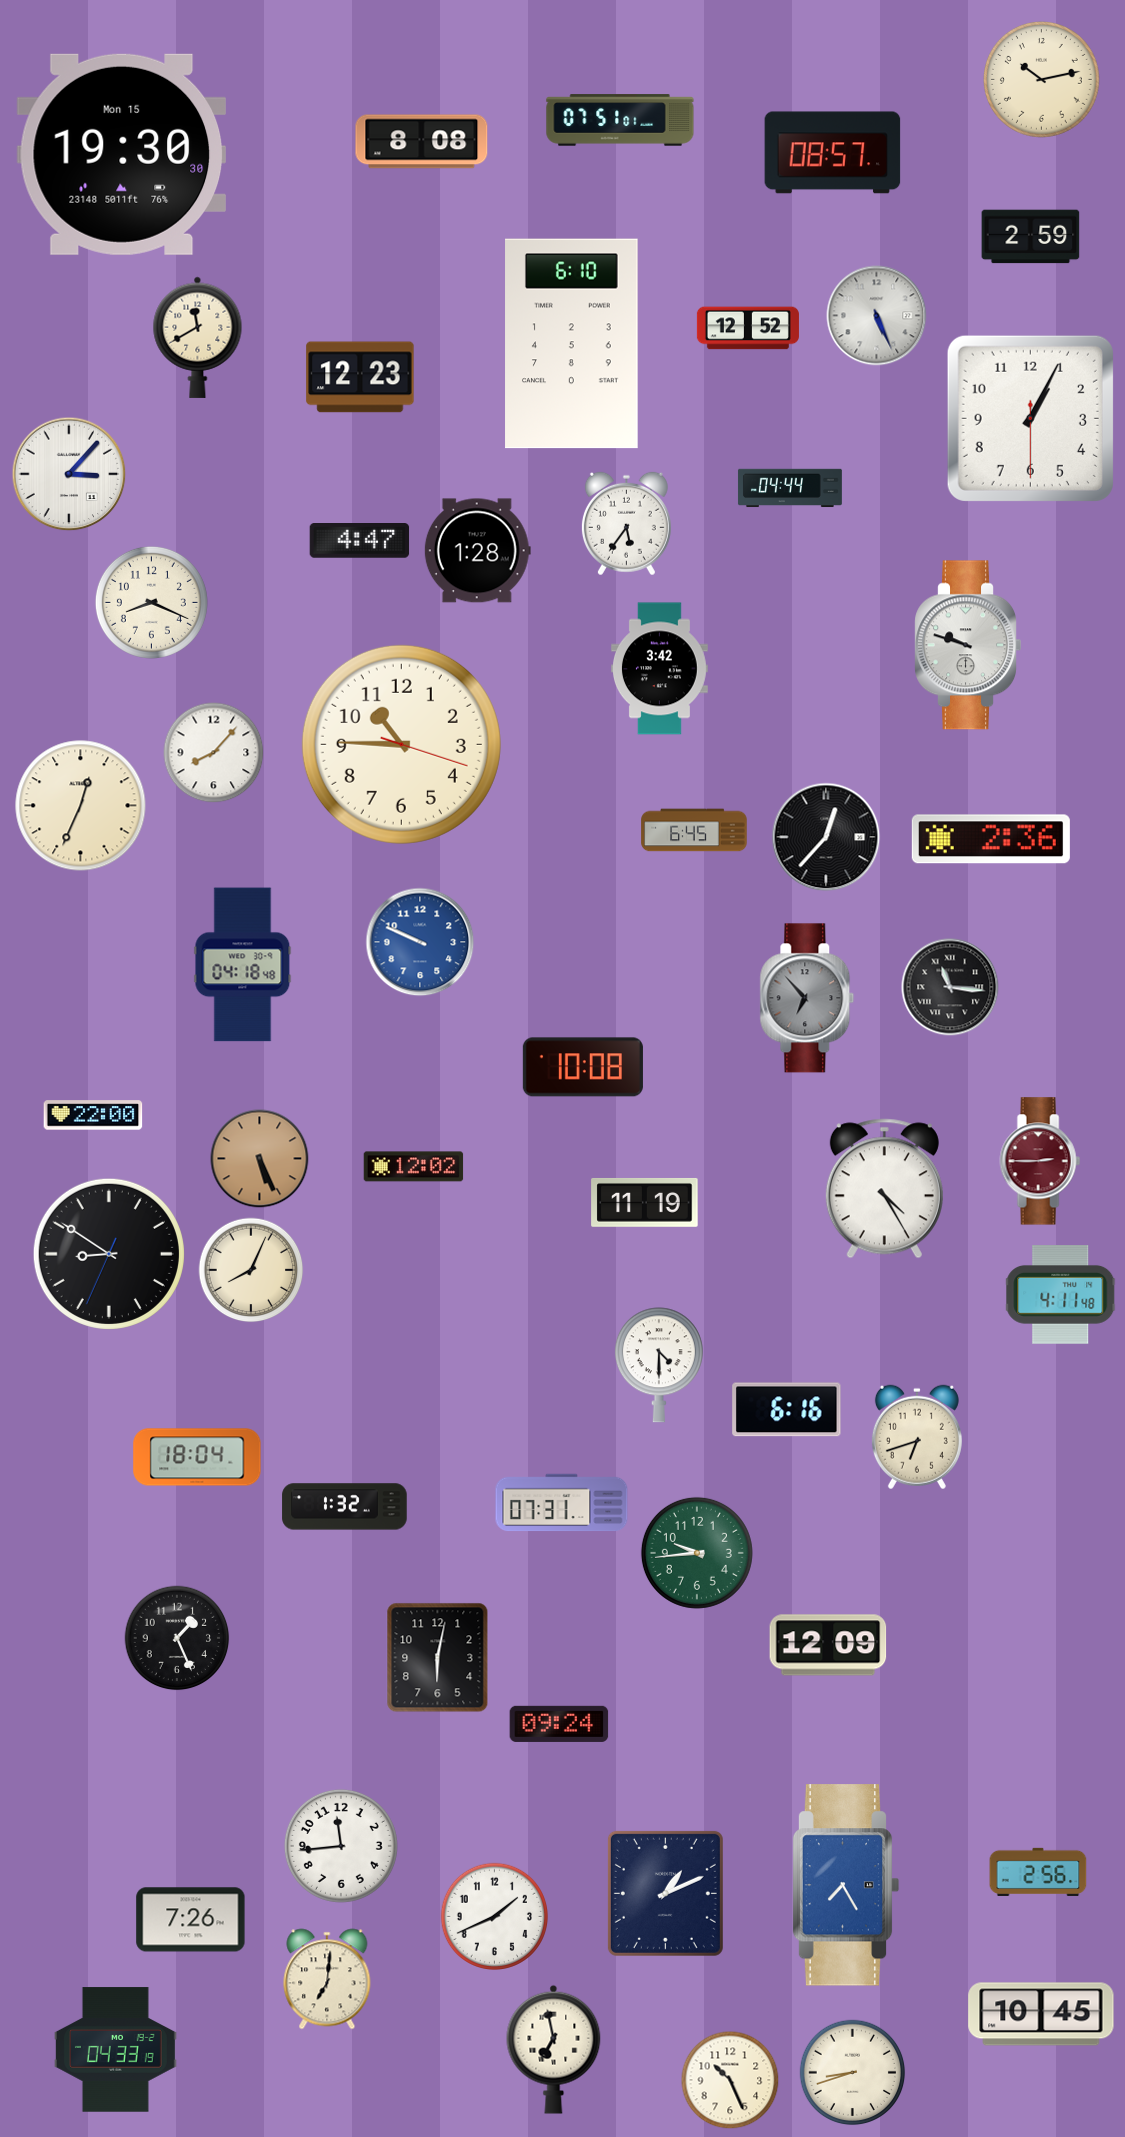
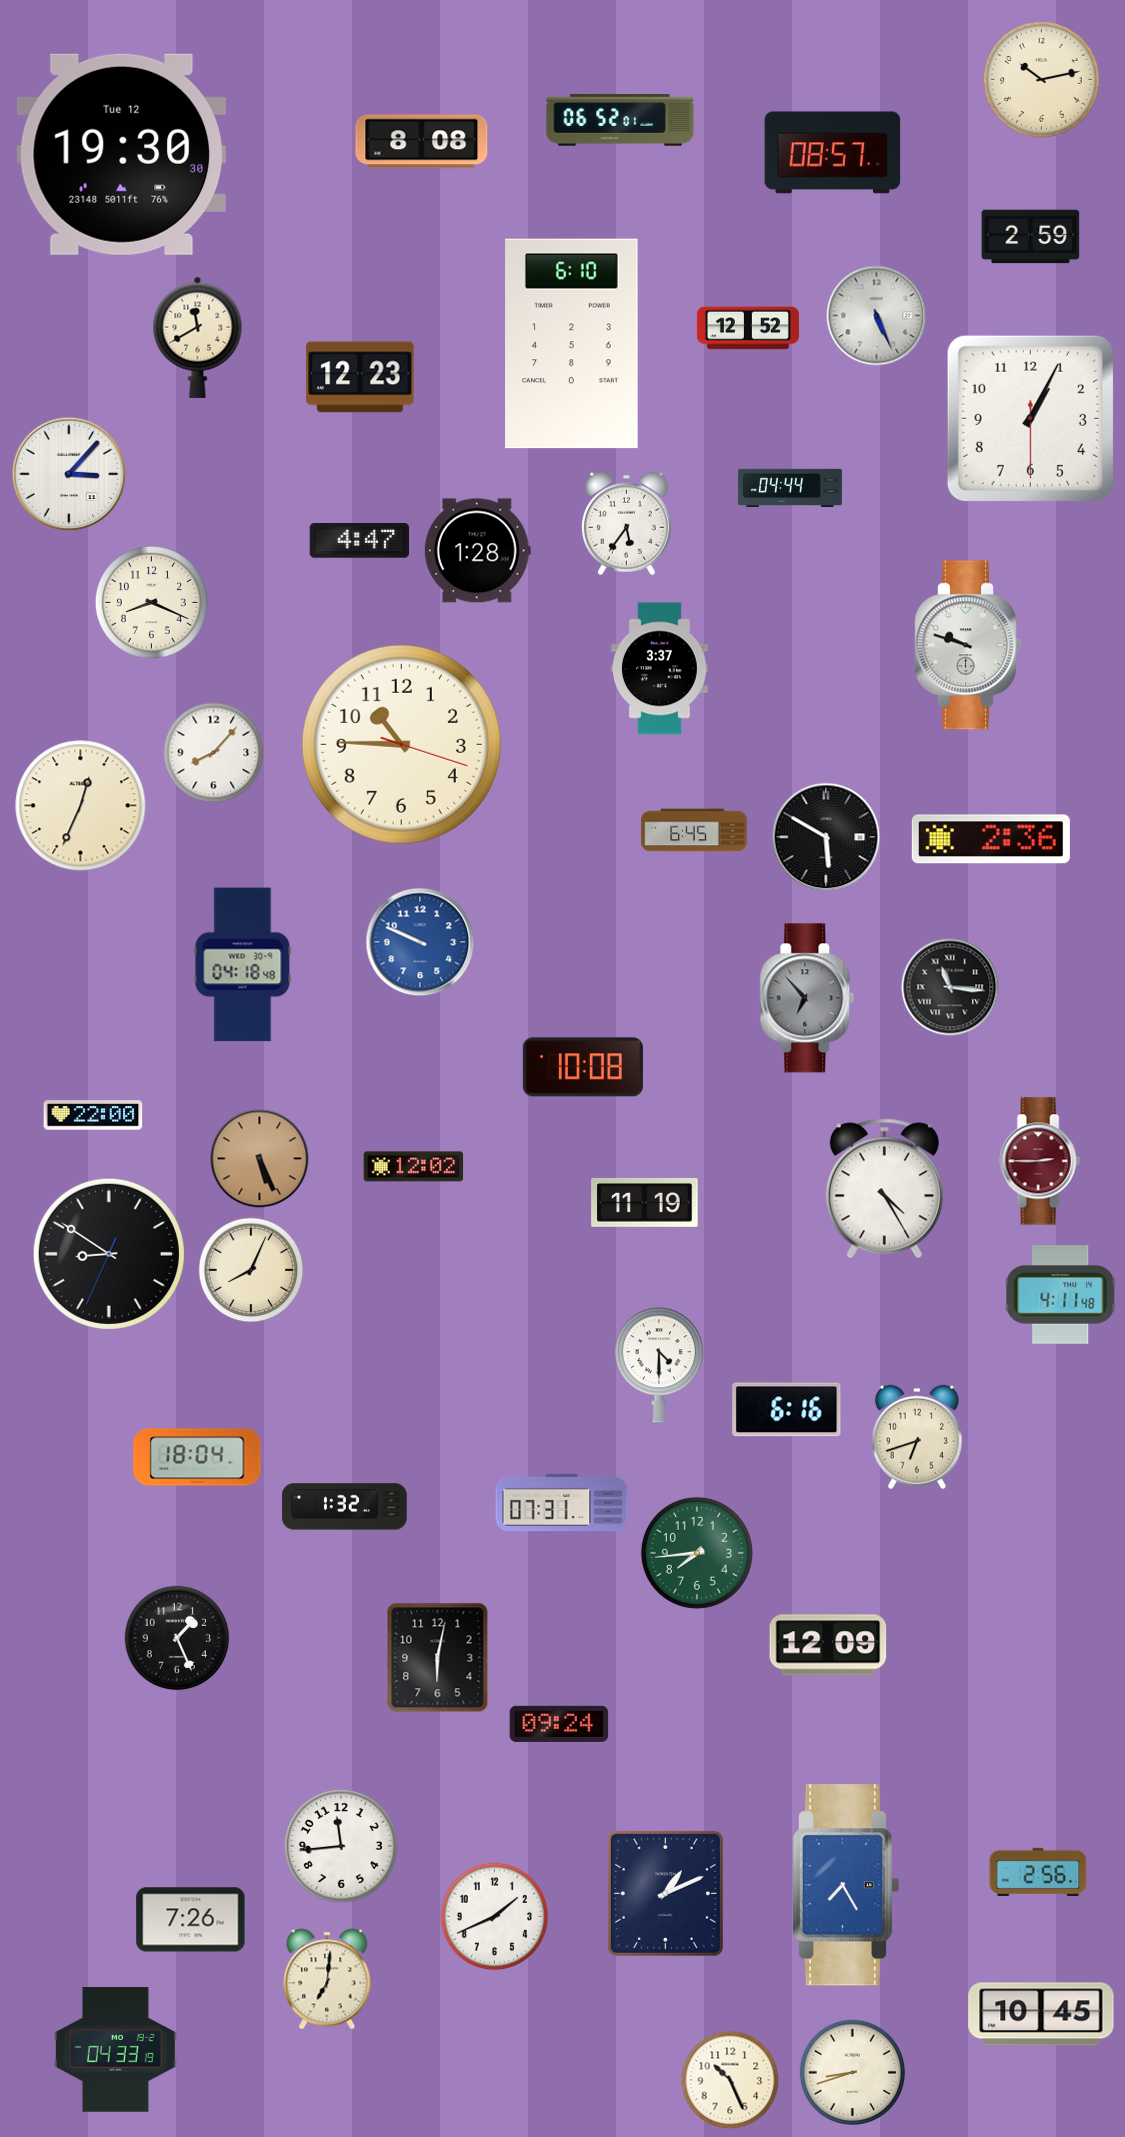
clock at (620, 120): 07:51 -> 06:52
clock at (121, 154) date: Mon 15 -> Tue 12
clock at (659, 669): 3:42 -> 3:37
clock at (826, 837): 12:37 -> 5:50
clock at (697, 1553): 9:44 -> 7:44
clock at (554, 2049): 6:58 -> none
